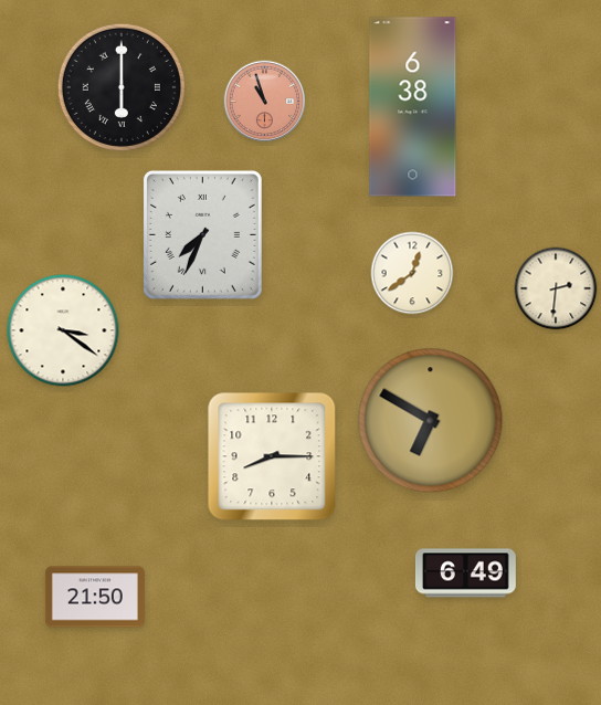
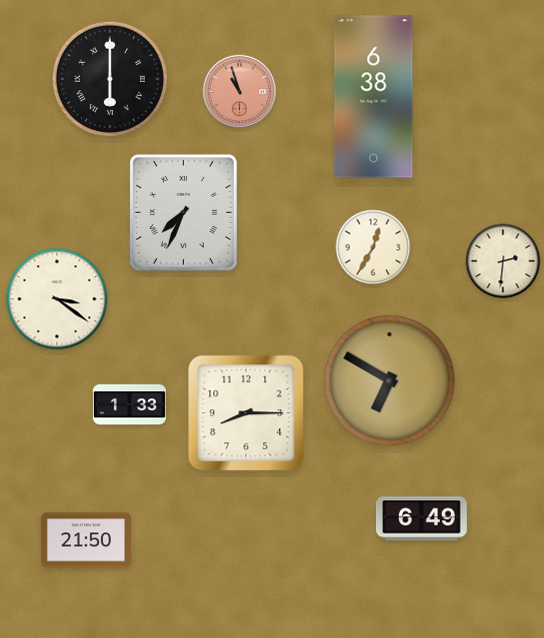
clock at (412, 273): 12:39 -> 12:35
clock at (129, 405): none -> 1:33
